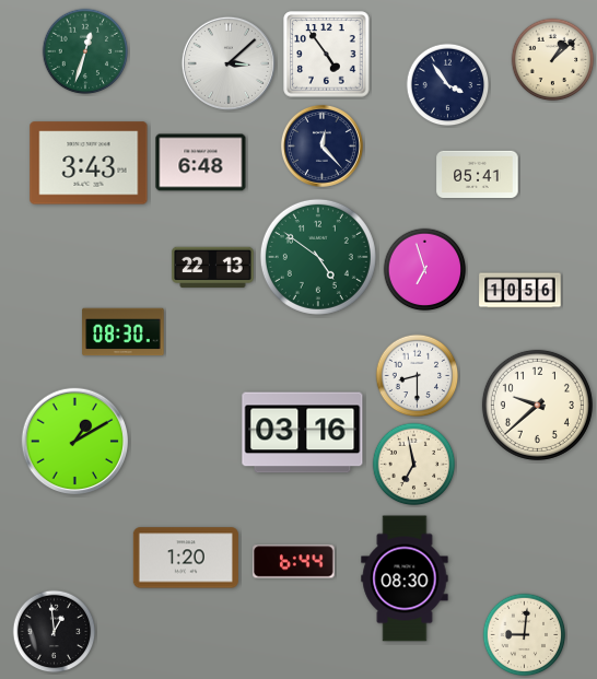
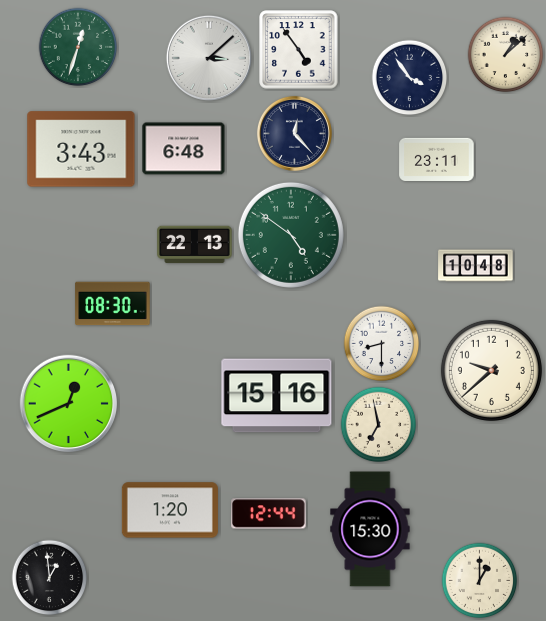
clock at (478, 174): 05:41 -> 23:11
clock at (425, 270): 6:57 -> none
clock at (520, 291): 10:56 -> 10:48
clock at (303, 433): 03:16 -> 15:16
clock at (75, 442): 1:10 -> 12:41
clock at (294, 562): 6:44 -> 12:44
clock at (405, 578): 08:30 -> 15:30
clock at (525, 635): 9:01 -> 1:00
